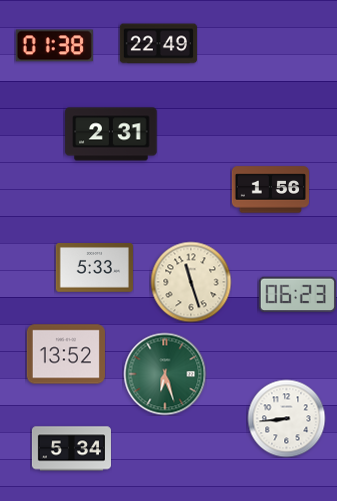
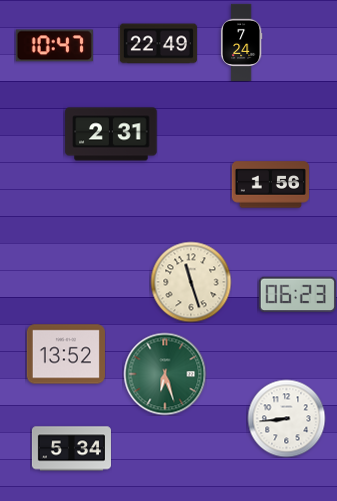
clock at (241, 42): none -> 7:24
clock at (54, 46): 01:38 -> 10:47
clock at (270, 190) position: (270, 190) -> (270, 185)
clock at (94, 268): 5:33 -> none
